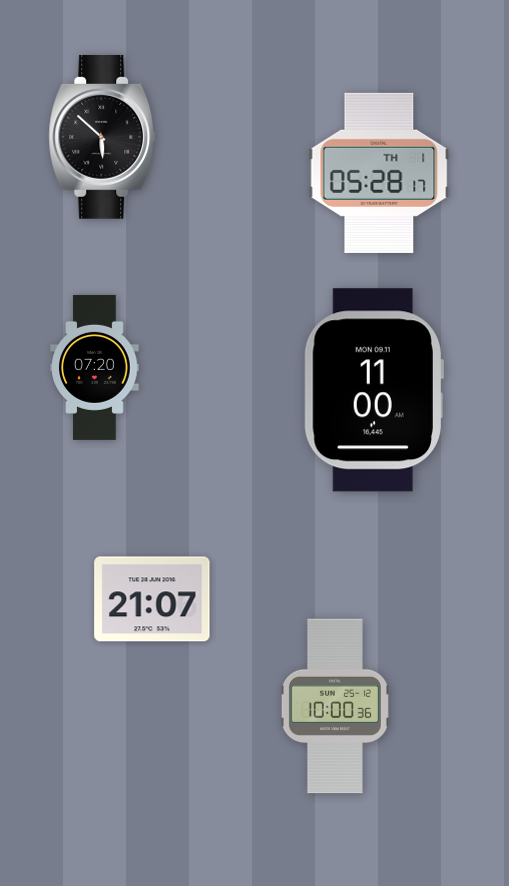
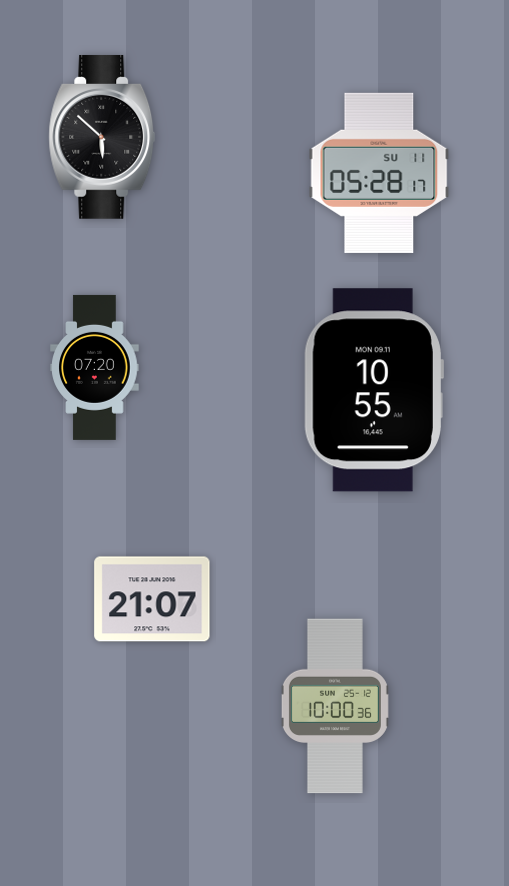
clock at (379, 173) date: TH 1 -> SU 11
clock at (374, 390): 11:00 -> 10:55
